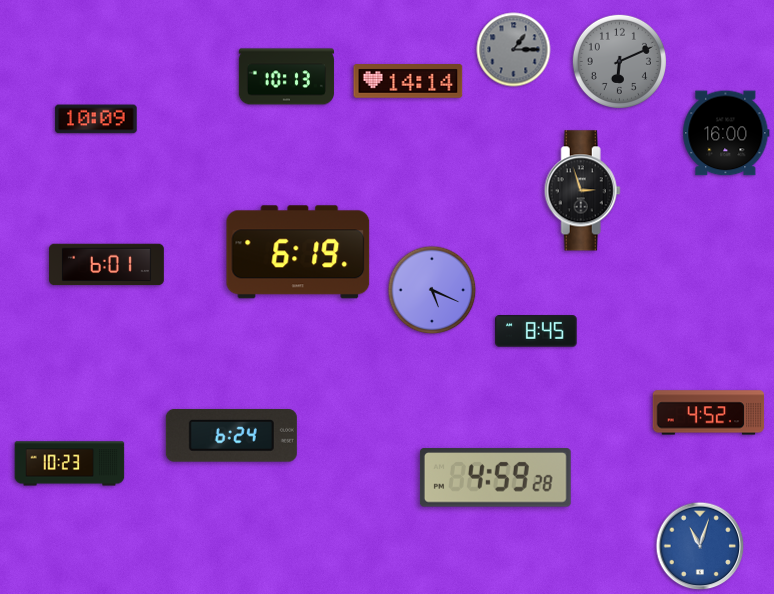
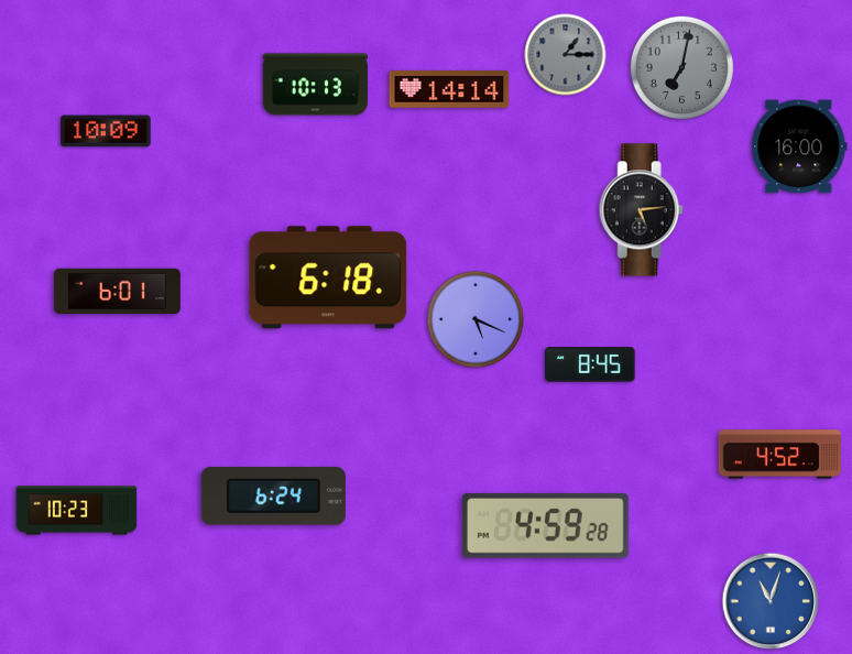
clock at (619, 61): 6:11 -> 7:02
clock at (582, 191): 2:57 -> 5:14
clock at (298, 252): 6:19 -> 6:18
clock at (231, 436) position: (231, 436) -> (273, 497)
